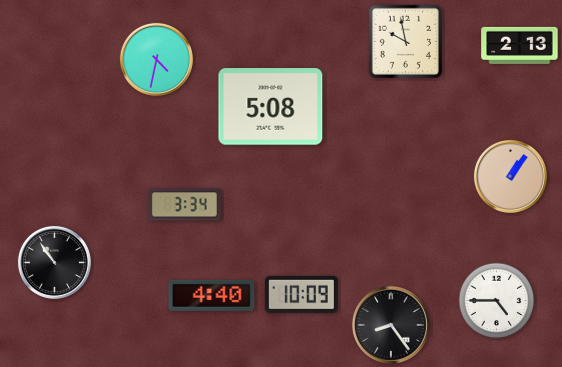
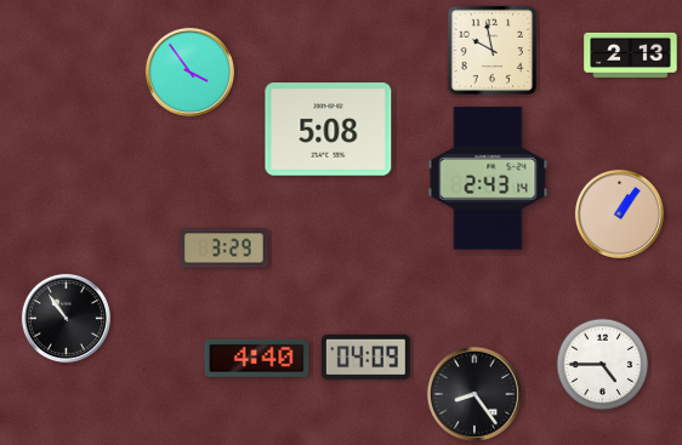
clock at (156, 59): 4:32 -> 3:54
clock at (488, 178): none -> 2:43
clock at (184, 205): 3:34 -> 3:29
clock at (301, 294): 10:09 -> 04:09
